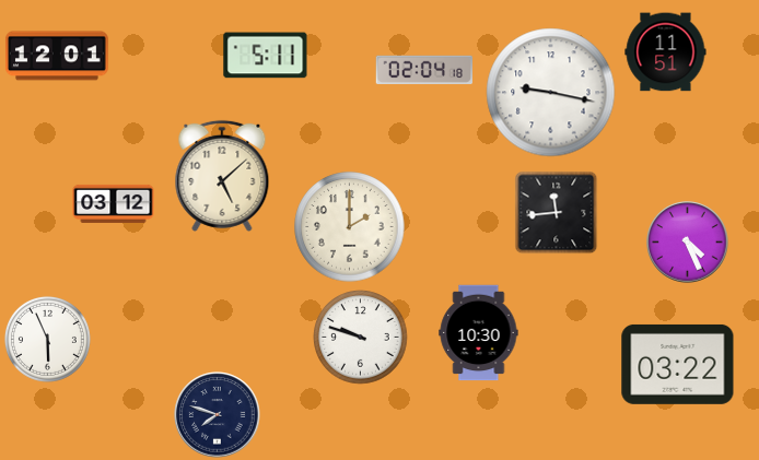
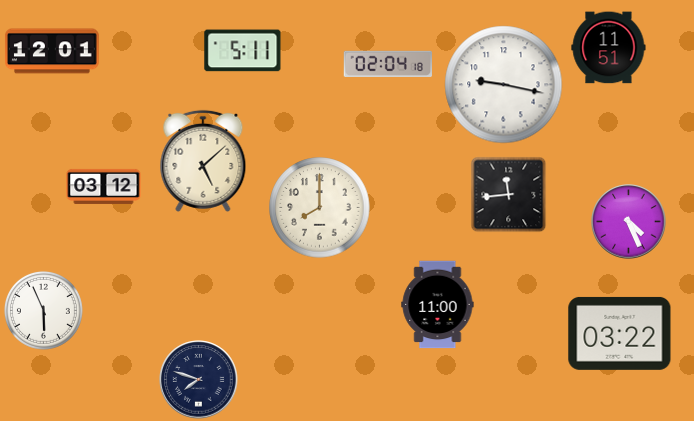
clock at (350, 227): 2:00 -> 8:00
clock at (479, 333): 10:30 -> 11:00
clock at (361, 338): 9:48 -> none
